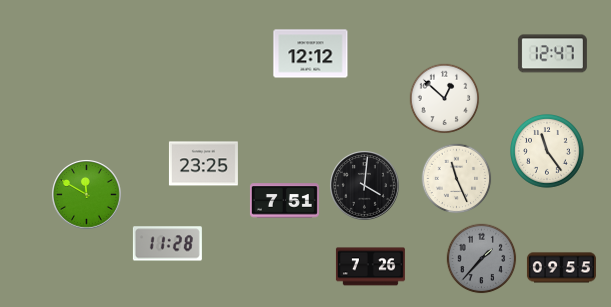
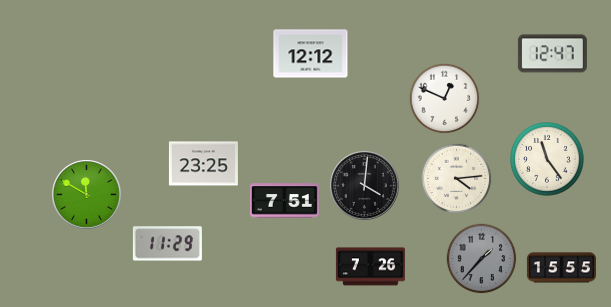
clock at (445, 99): 12:52 -> 12:49
clock at (548, 152) position: (548, 152) -> (548, 160)
clock at (457, 179): 11:26 -> 4:14
clock at (167, 244): 11:28 -> 11:29
clock at (561, 268): 09:55 -> 15:55
